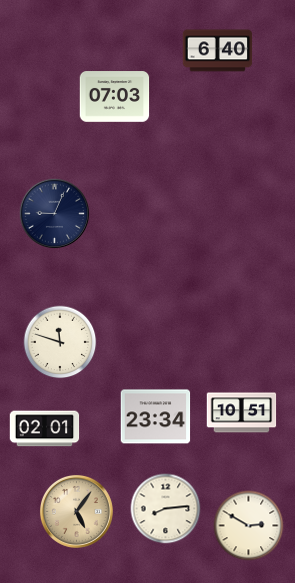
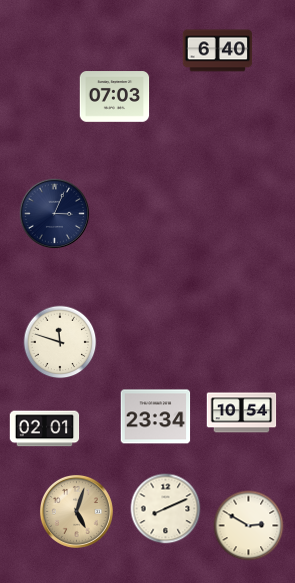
clock at (54, 213): 9:04 -> 3:04
clock at (242, 413): 10:51 -> 10:54
clock at (166, 509): 8:14 -> 8:11
clock at (76, 511): 5:06 -> 5:03
